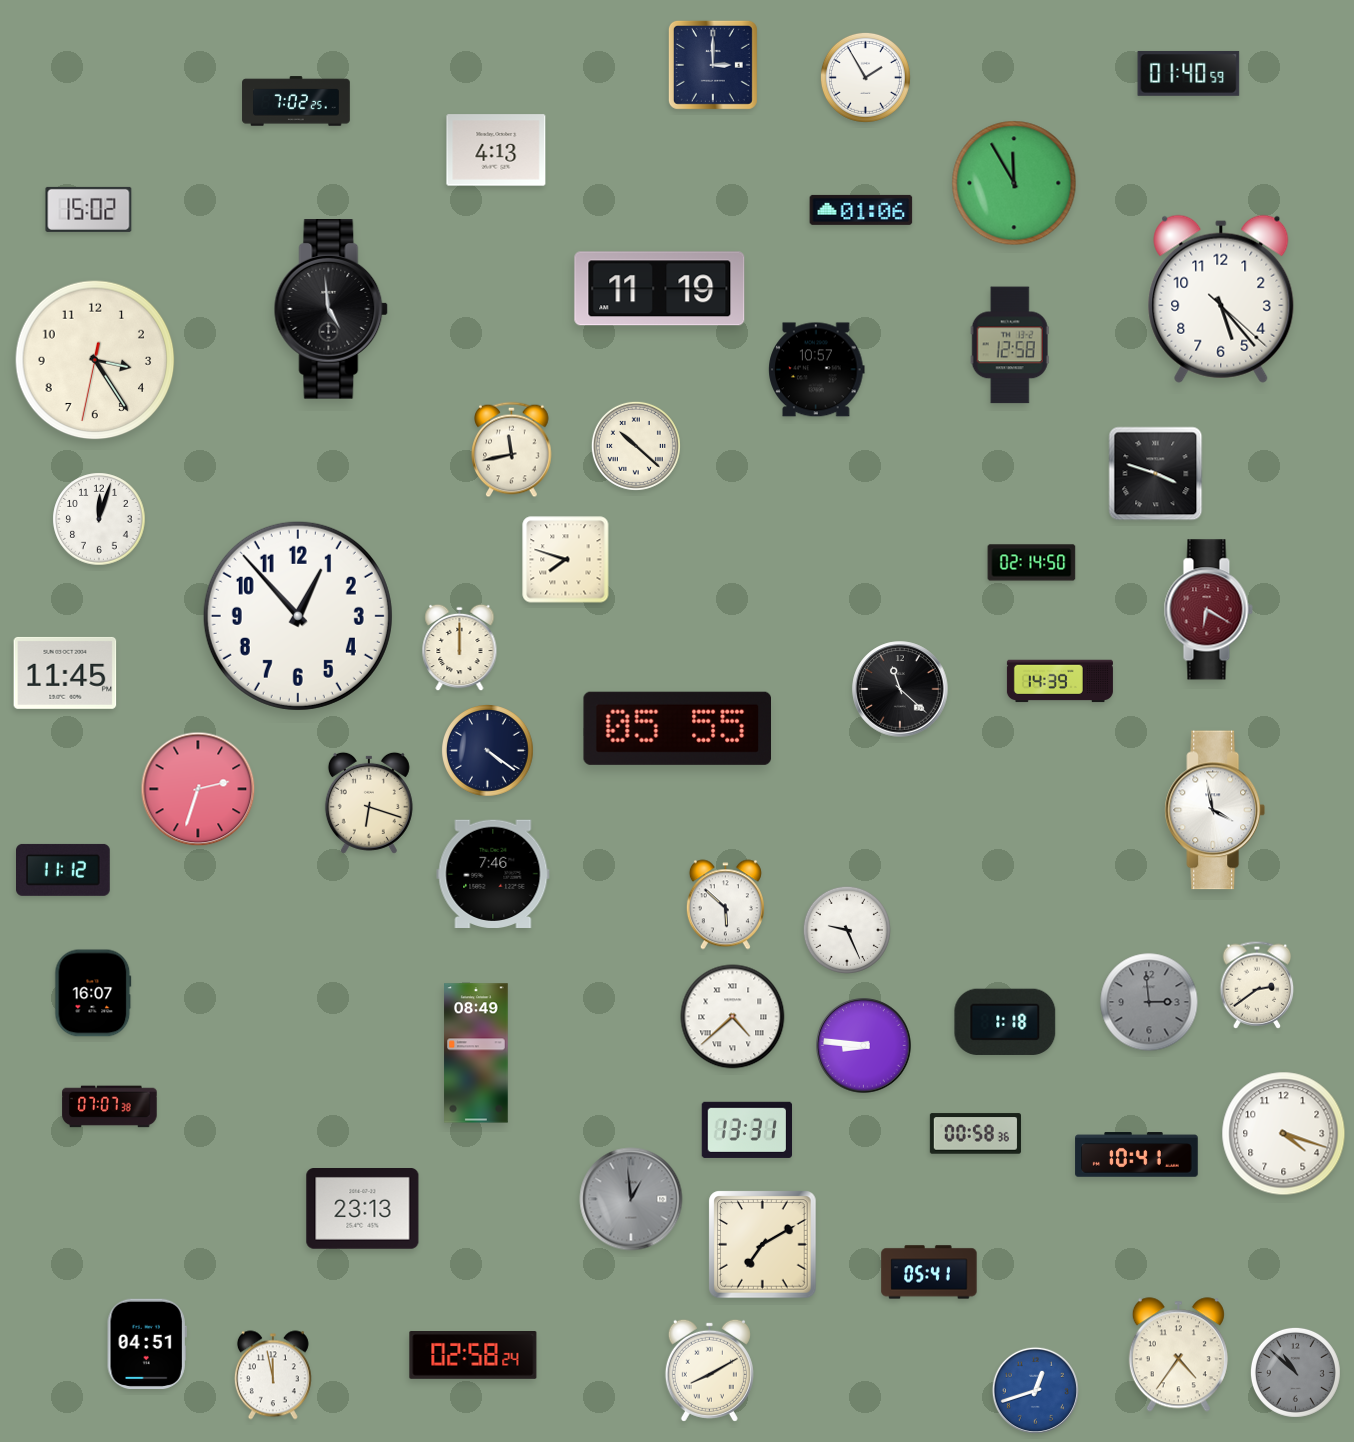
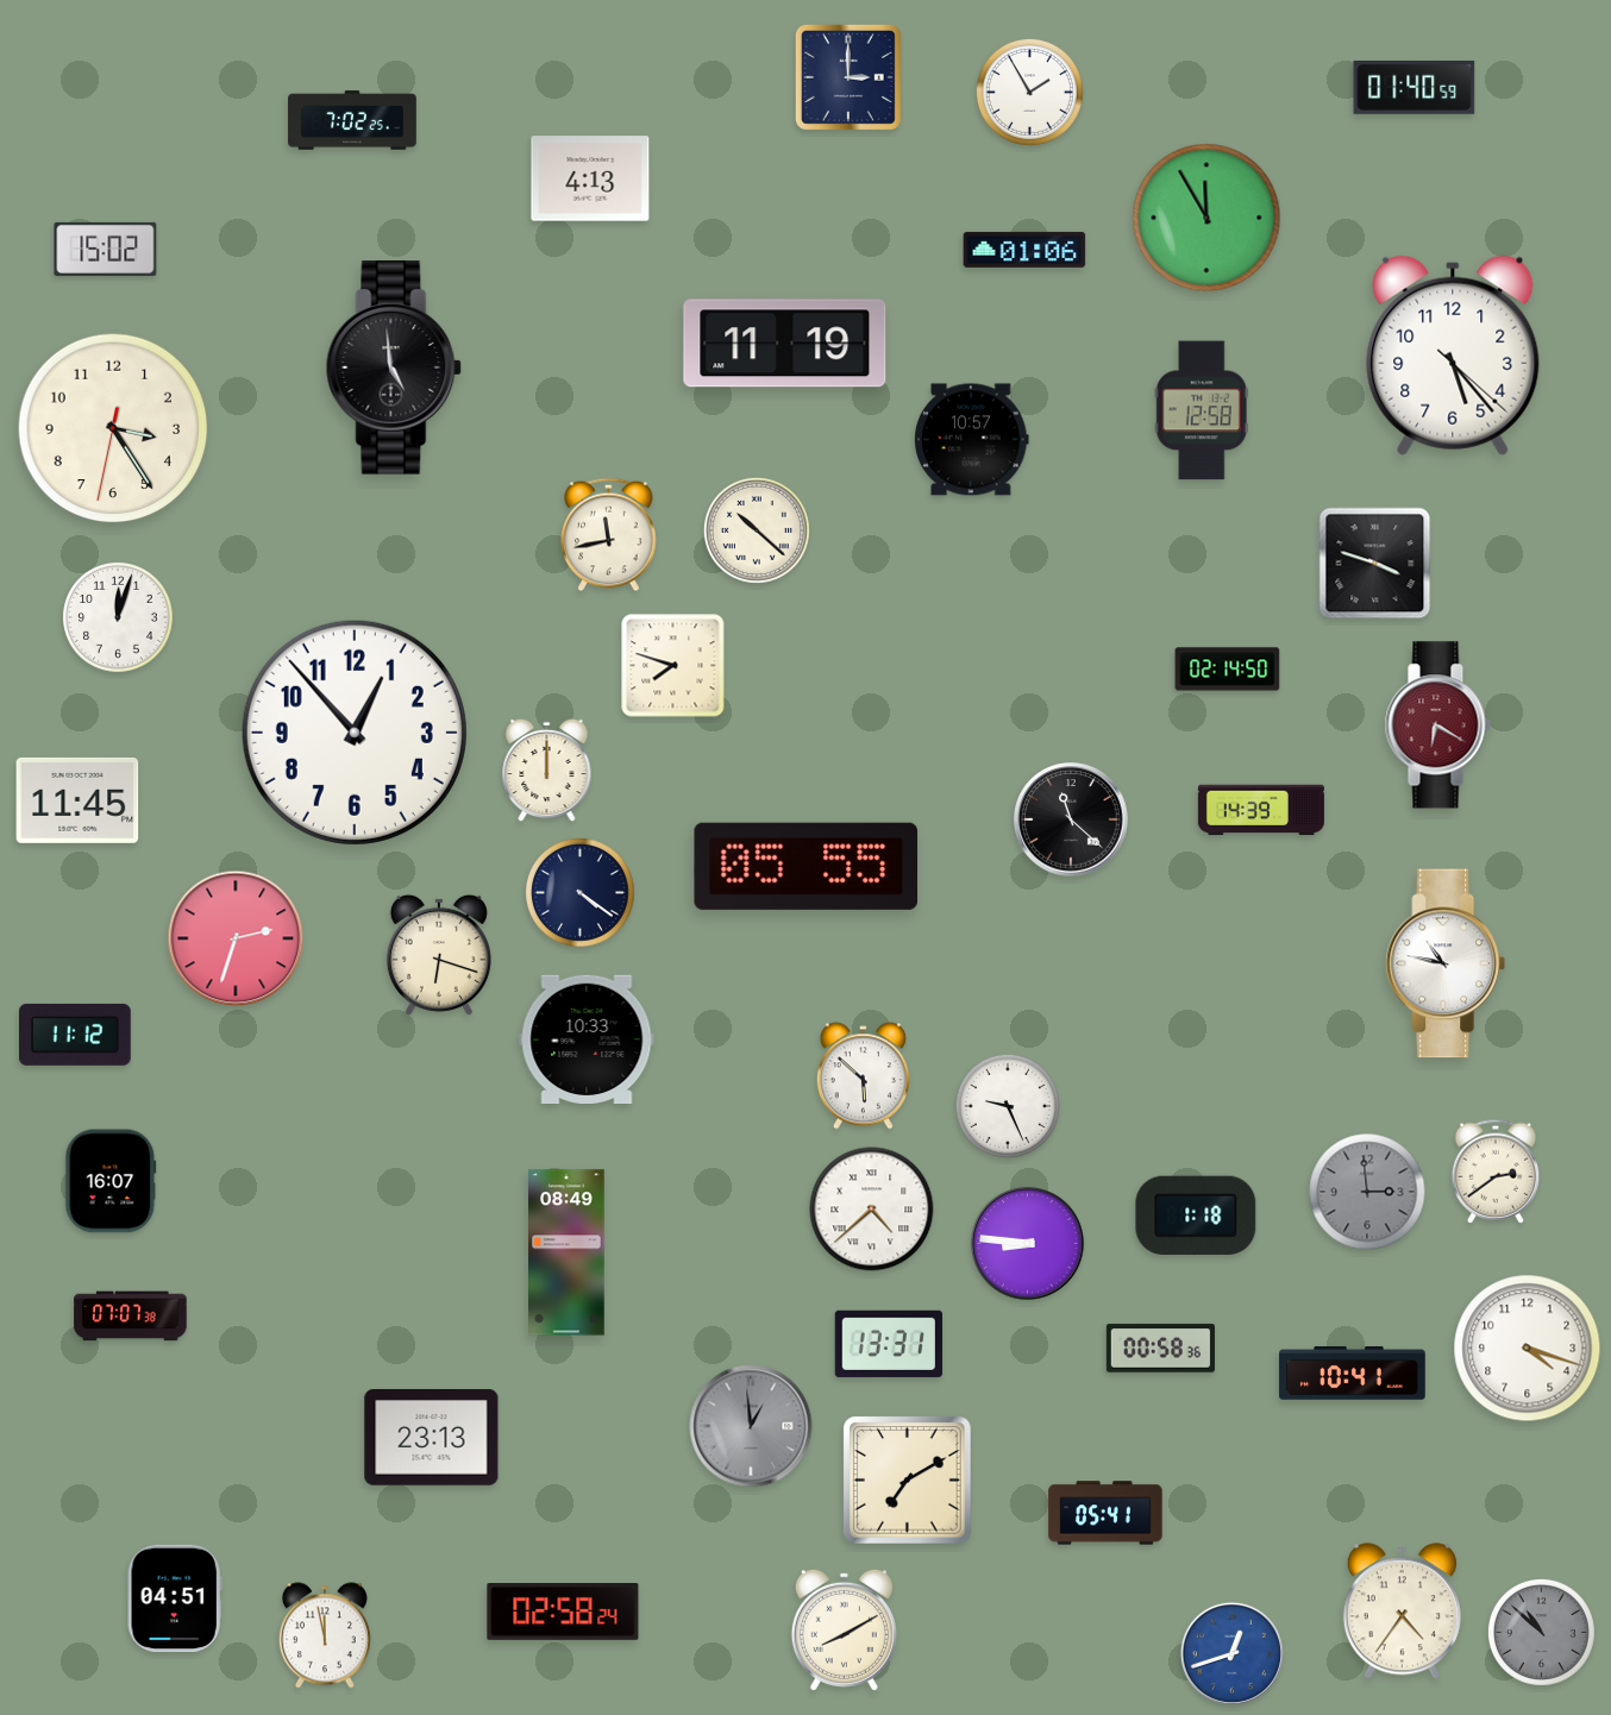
clock at (1215, 810): 3:58 -> 10:47
clock at (493, 873): 7:46 -> 10:33
